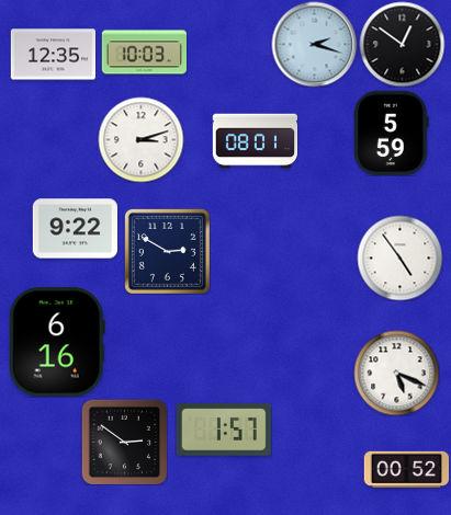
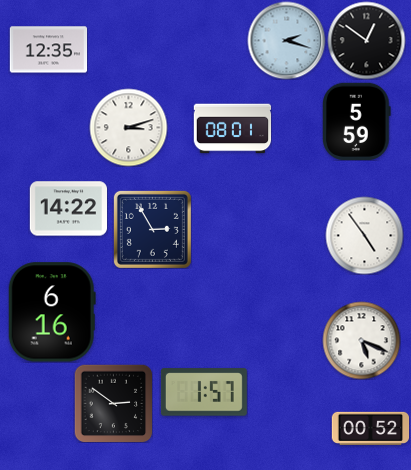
clock at (144, 53): 10:03 -> none
clock at (75, 229): 9:22 -> 14:22
clock at (167, 251): 2:50 -> 2:55
